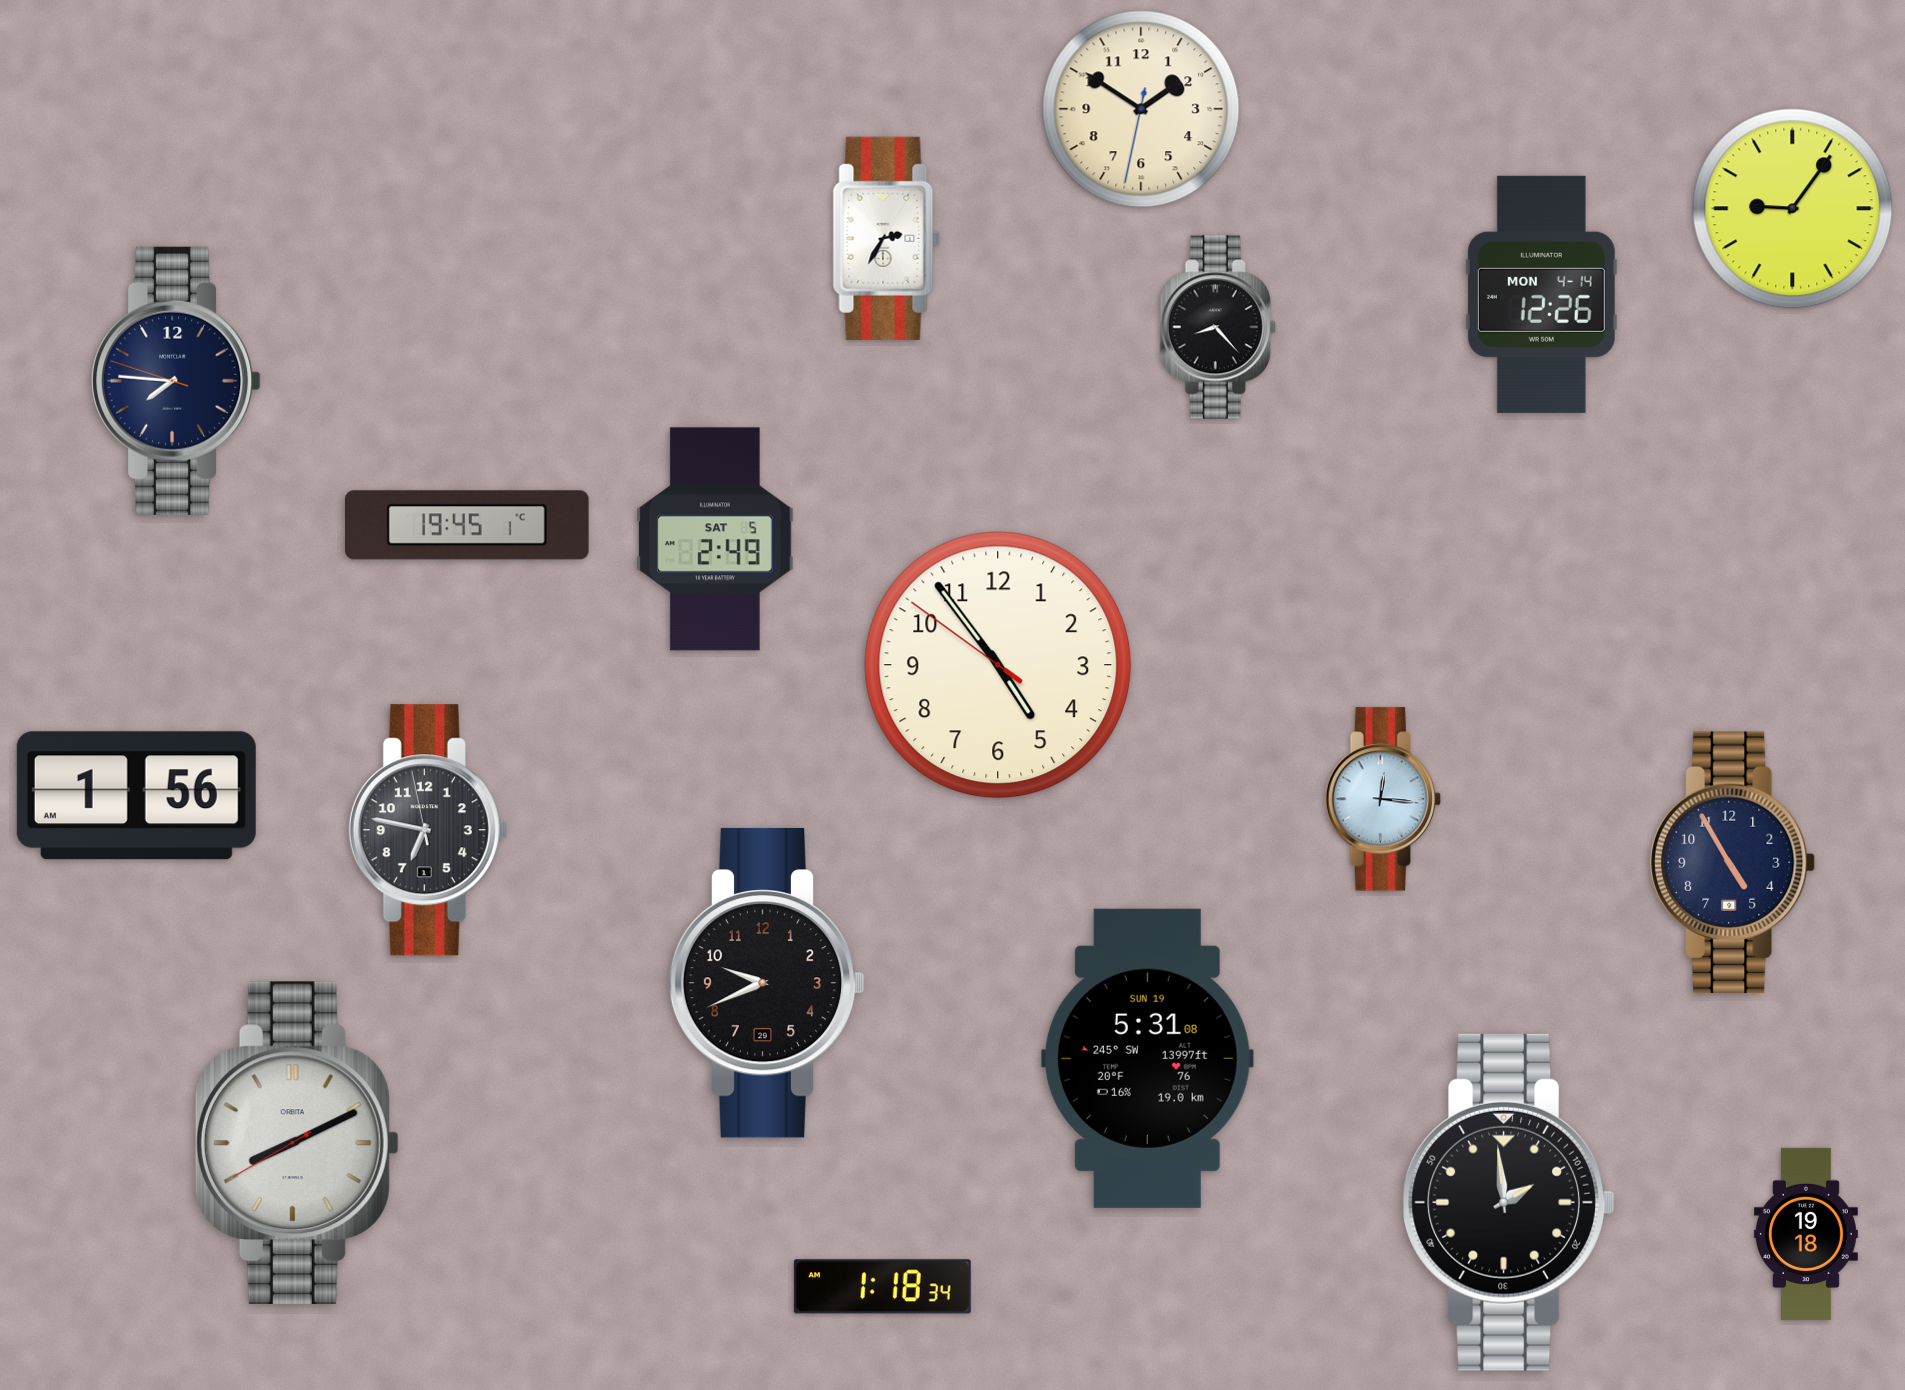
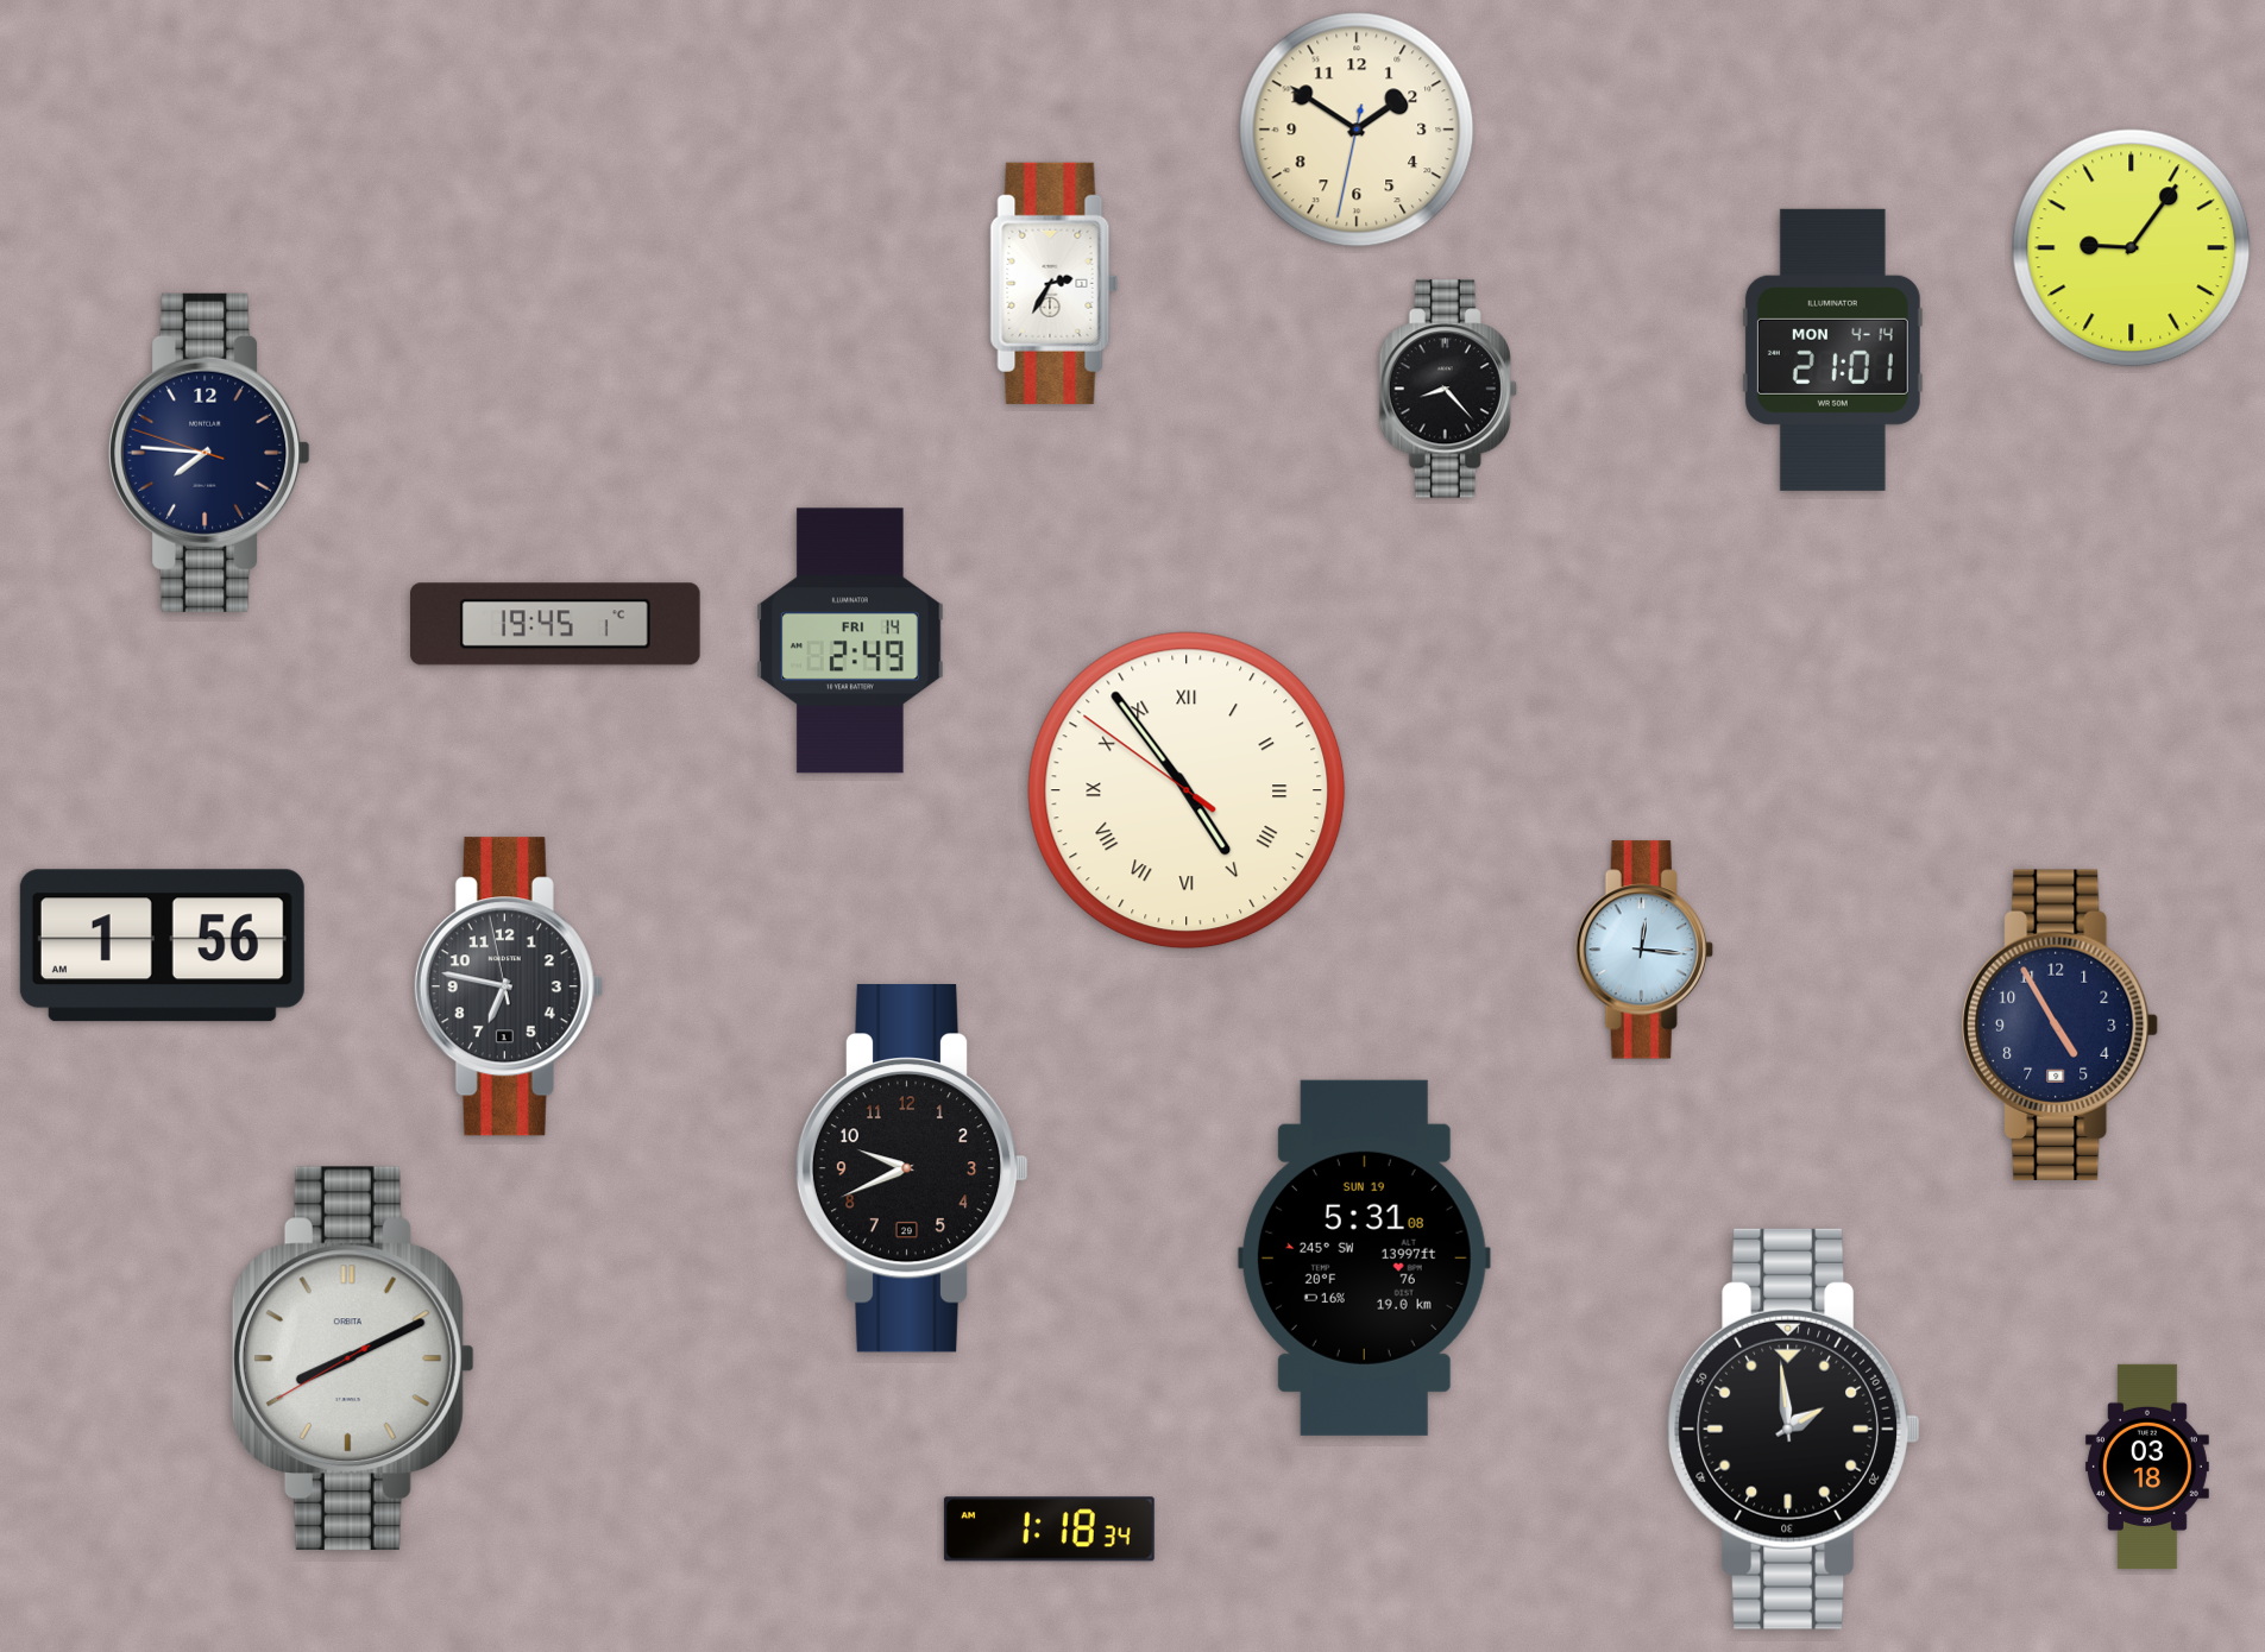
clock at (1541, 294): 12:26 -> 21:01
clock at (715, 539) date: SAT 5 -> FRI 14
clock at (998, 665) numerals: Arabic -> Roman
clock at (1806, 1234): 19:18 -> 03:18
